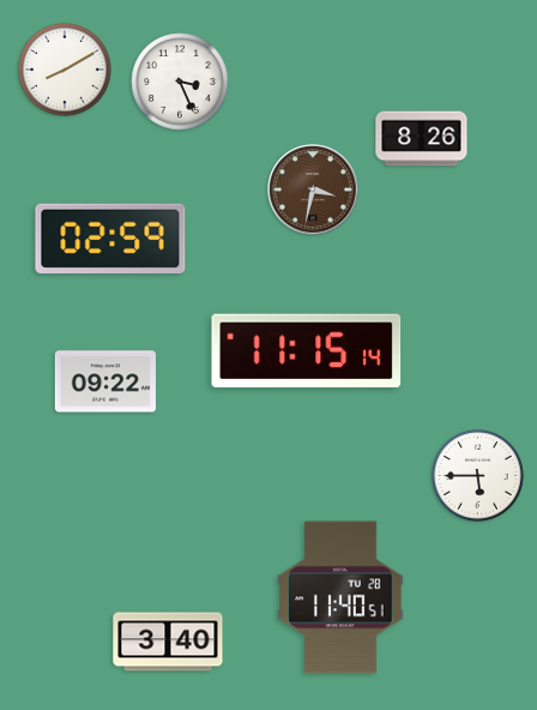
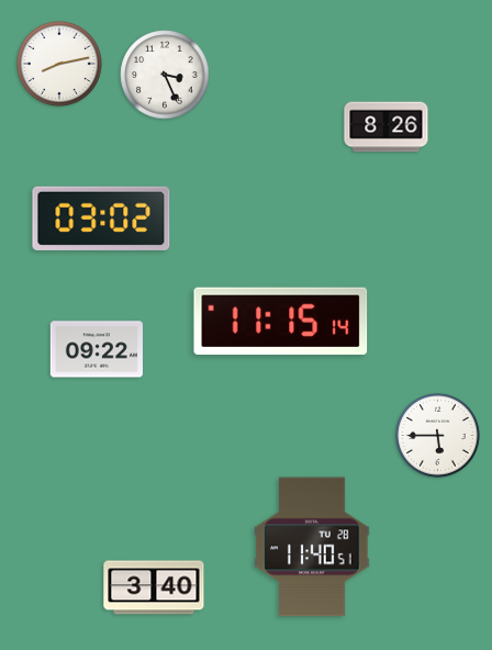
clock at (66, 71): 8:10 -> 8:13
clock at (313, 189): 3:32 -> none
clock at (110, 239): 02:59 -> 03:02
